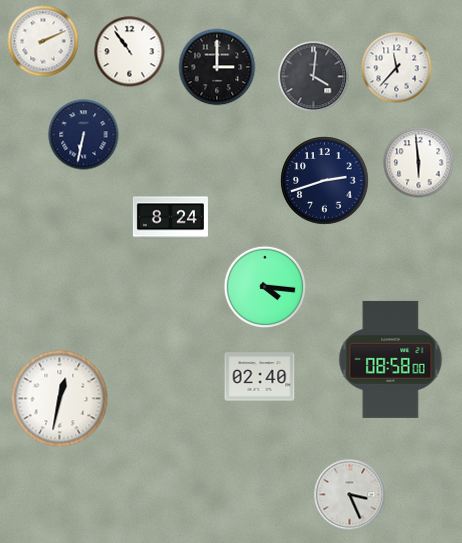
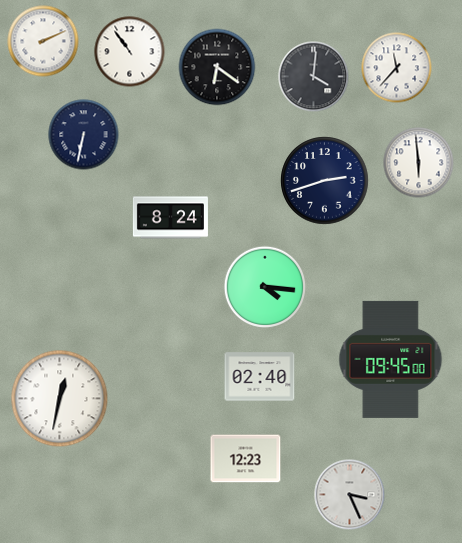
clock at (217, 67): 3:00 -> 6:21
clock at (391, 359): 08:58 -> 09:45
clock at (246, 459): none -> 12:23
